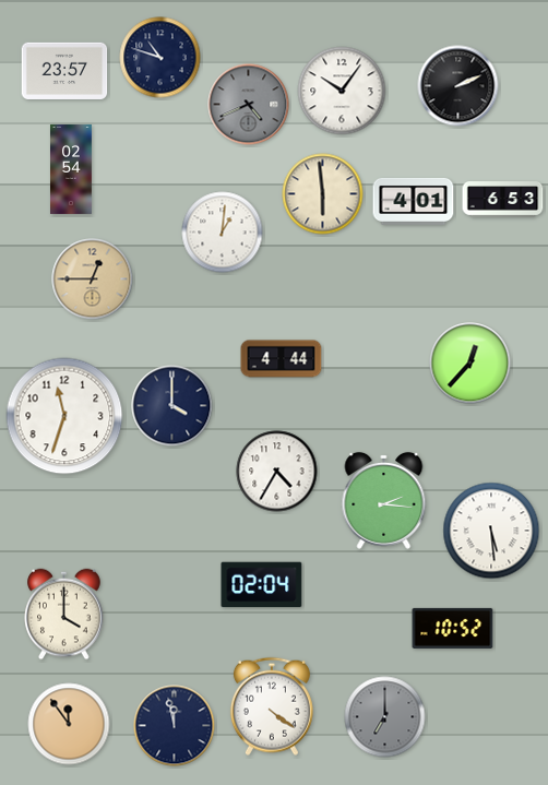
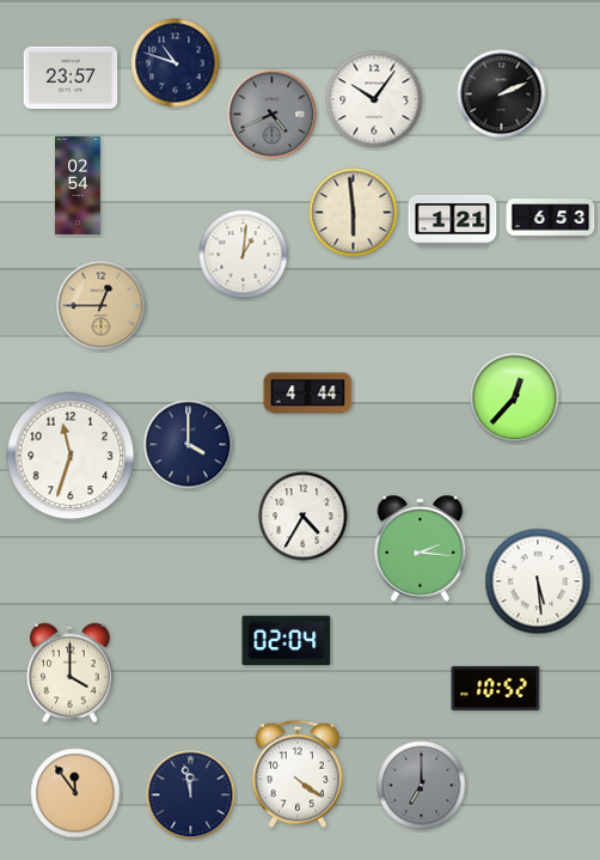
clock at (414, 201): 4:01 -> 1:21
